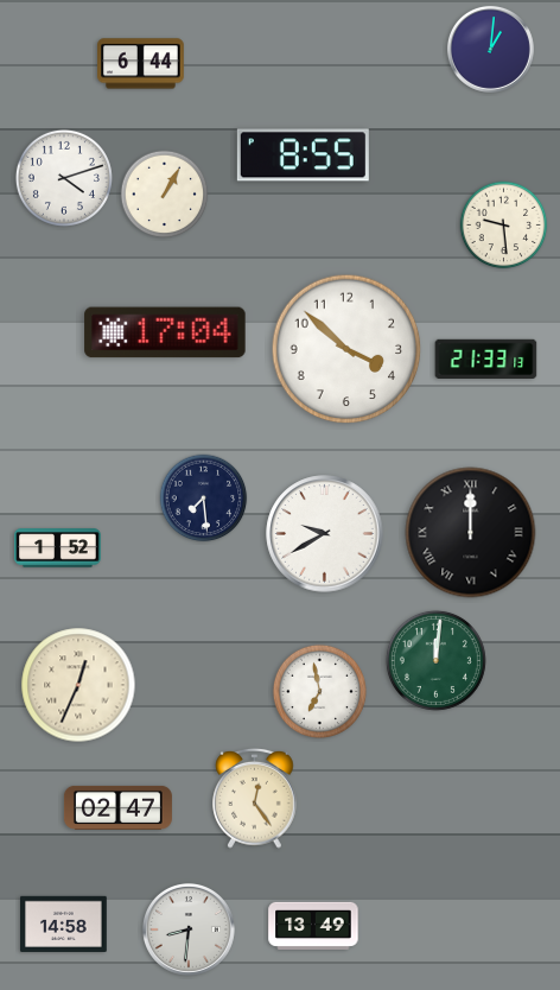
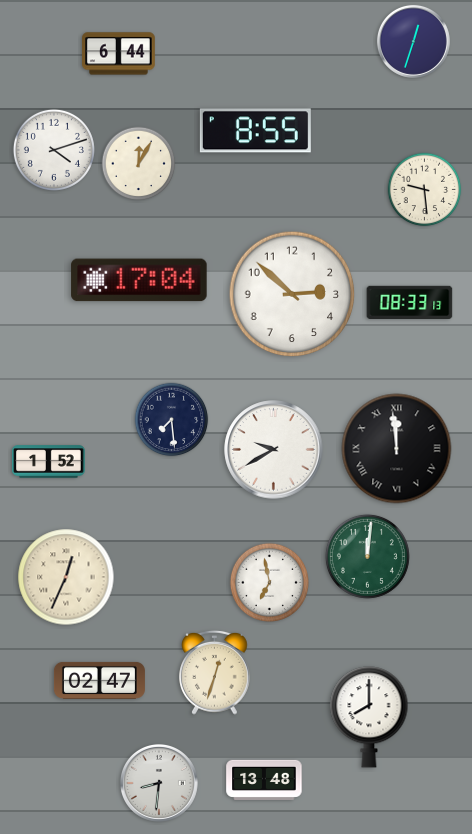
clock at (490, 49): 1:01 -> 12:33
clock at (165, 195): 1:05 -> 12:05
clock at (346, 349): 3:52 -> 2:52
clock at (486, 358): 21:33 -> 08:33
clock at (471, 533): 12:00 -> 11:59
clock at (255, 798): 12:24 -> 12:33
clock at (369, 717): none -> 8:00
clock at (64, 924): 14:58 -> none
clock at (313, 925): 13:49 -> 13:48
